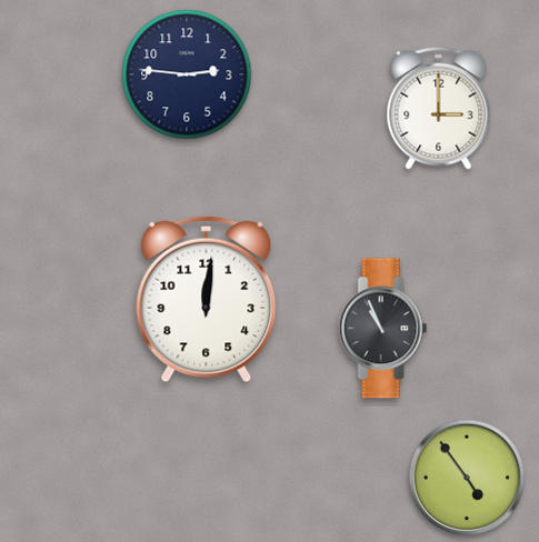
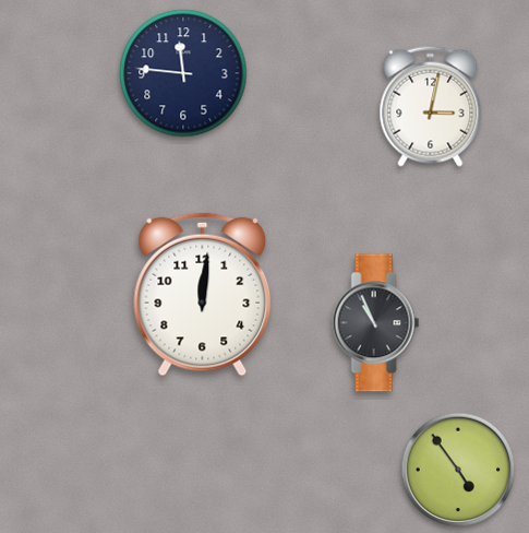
clock at (187, 74): 2:46 -> 11:46
clock at (439, 108): 3:00 -> 3:02
